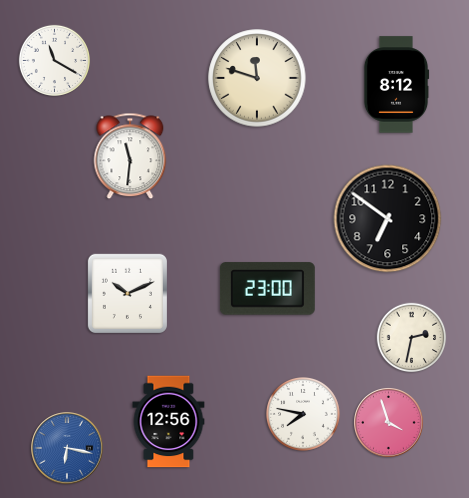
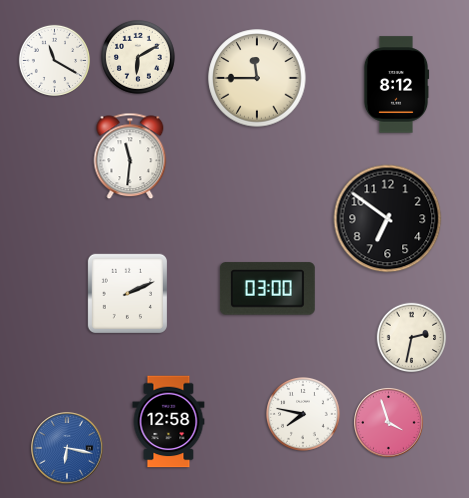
clock at (139, 58): none -> 6:10
clock at (257, 78): 11:48 -> 11:45
clock at (267, 289): 23:00 -> 03:00
clock at (127, 293): 10:11 -> 2:11
clock at (169, 422): 12:56 -> 12:58
